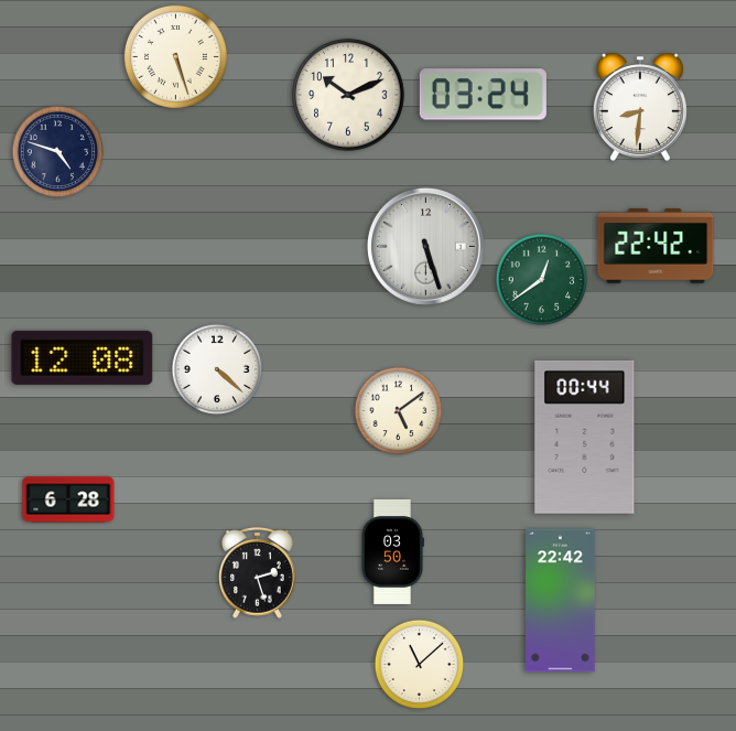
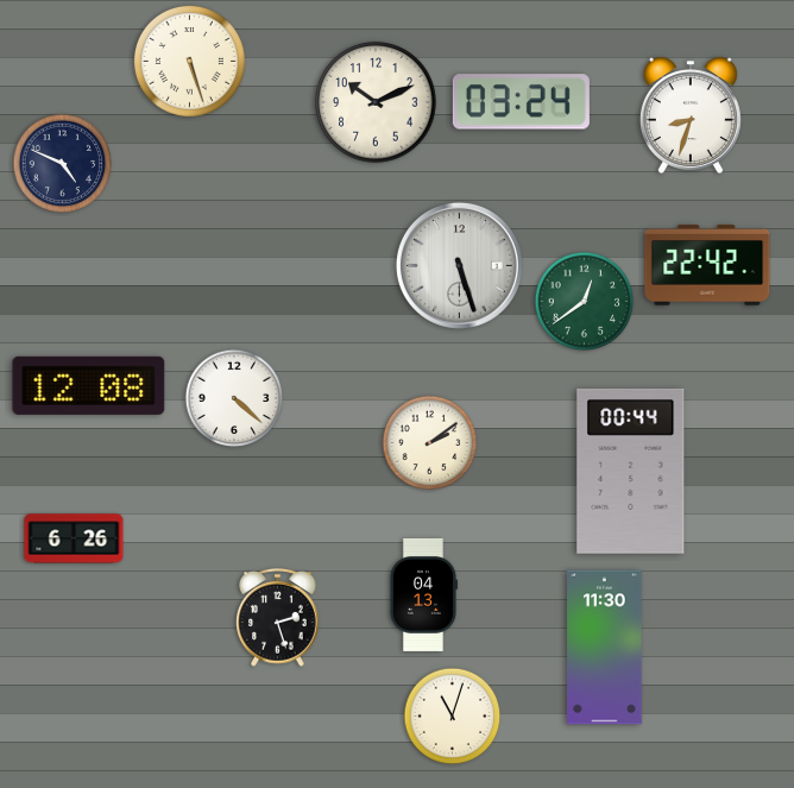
clock at (640, 107): 8:31 -> 8:33
clock at (58, 152): 4:48 -> 4:49
clock at (399, 411): 5:09 -> 2:09
clock at (68, 499): 6:28 -> 6:26
clock at (392, 551): 03:50 -> 04:13
clock at (561, 601): 22:42 -> 11:30
clock at (420, 665): 11:08 -> 11:03
